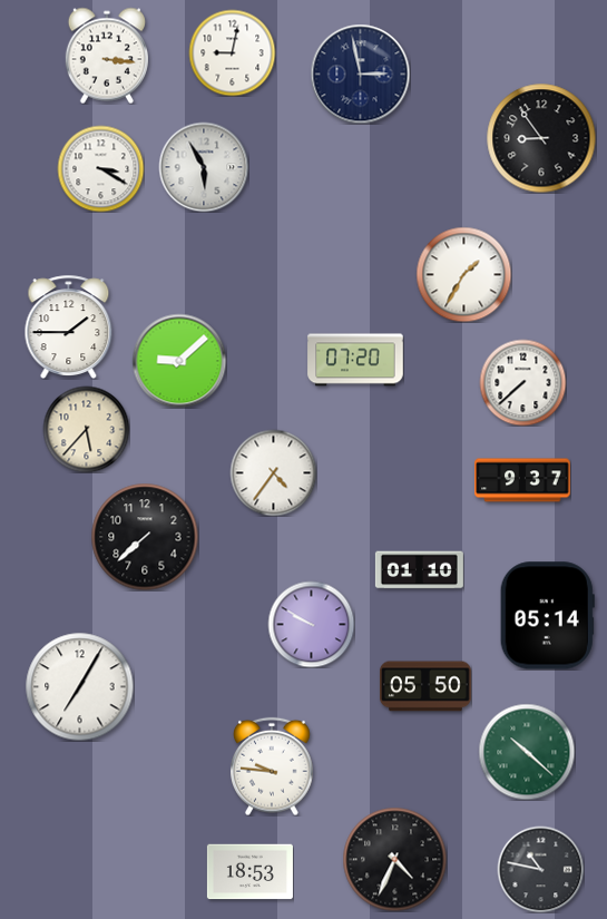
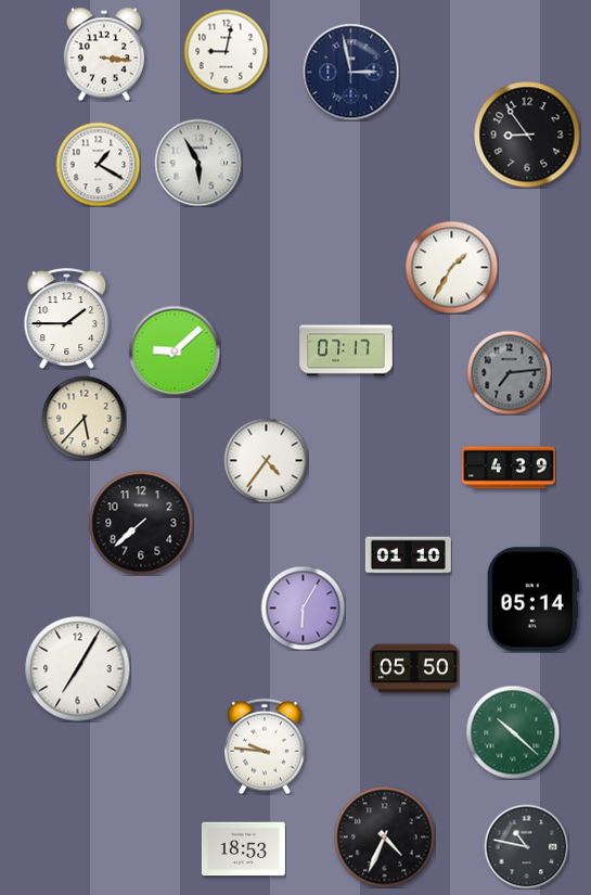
clock at (100, 168): 3:20 -> 1:20
clock at (355, 360): 07:20 -> 07:17
clock at (522, 382): 7:38 -> 7:14
clock at (522, 382) dial: white -> grey
clock at (522, 480): 9:37 -> 4:39
clock at (311, 624): 9:50 -> 6:05
